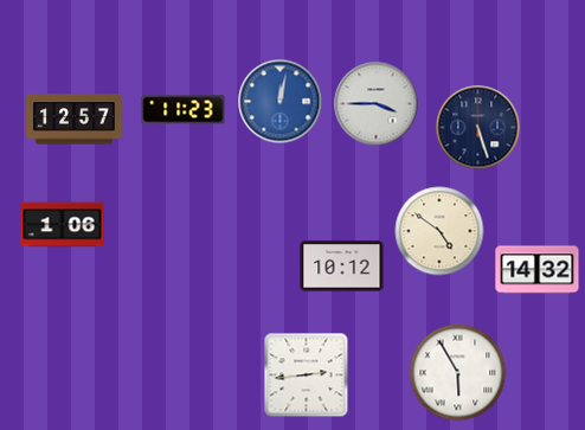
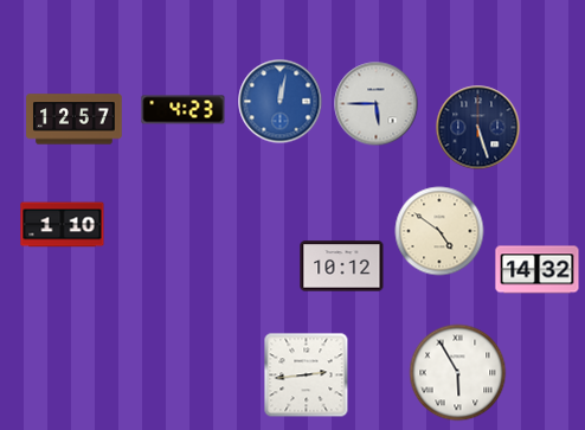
clock at (377, 104): 3:45 -> 5:45
clock at (184, 110): 11:23 -> 4:23
clock at (63, 225): 1:06 -> 1:10
